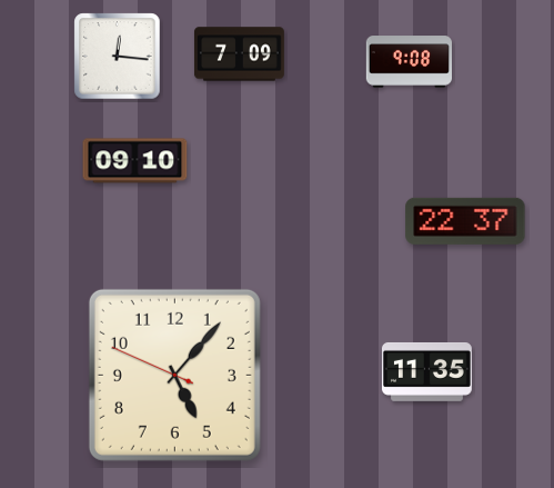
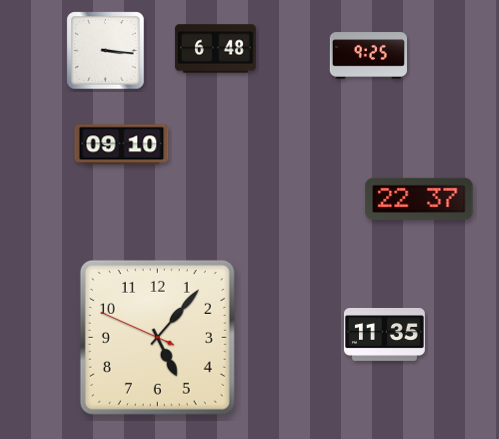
clock at (240, 54): 7:09 -> 6:48
clock at (118, 57): 12:16 -> 3:16
clock at (409, 62): 9:08 -> 9:25
